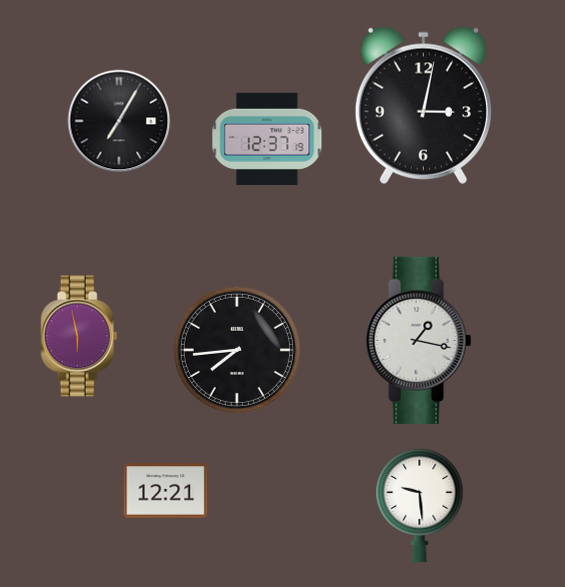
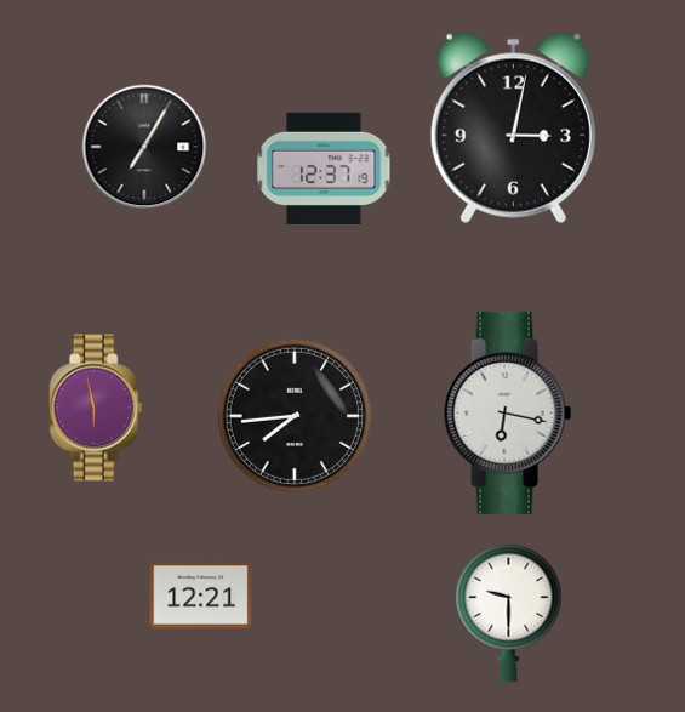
clock at (419, 340): 1:17 -> 6:17
clock at (237, 350) position: (237, 350) -> (295, 416)
clock at (420, 505): 9:29 -> 9:30
